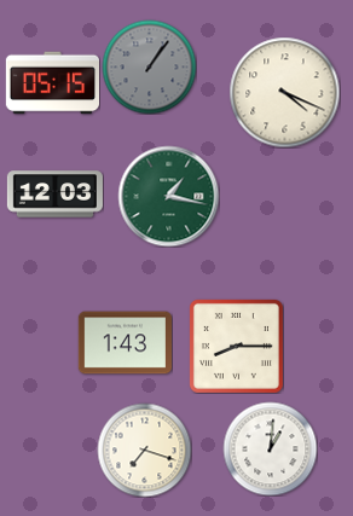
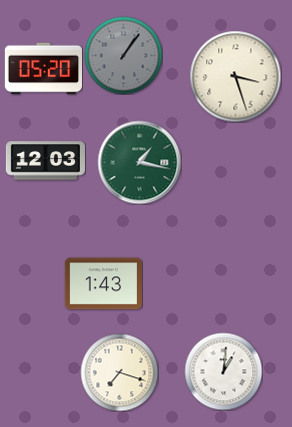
clock at (52, 83): 05:15 -> 05:20
clock at (284, 92): 4:19 -> 3:27
clock at (236, 346): 8:15 -> none
